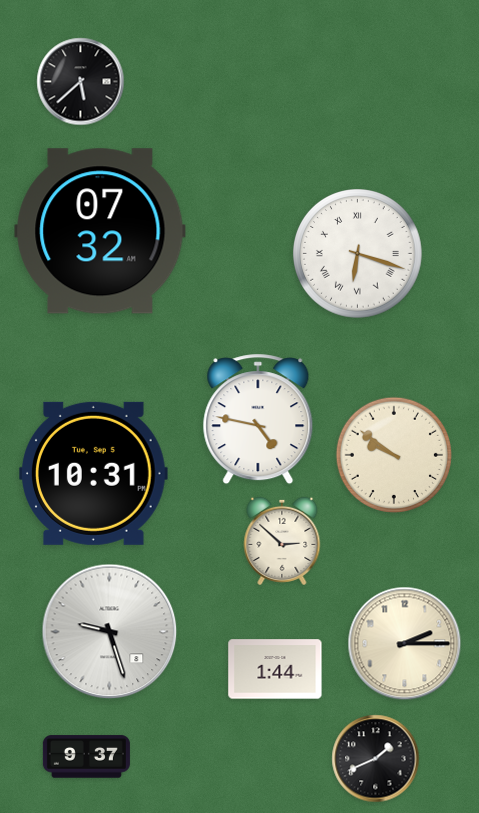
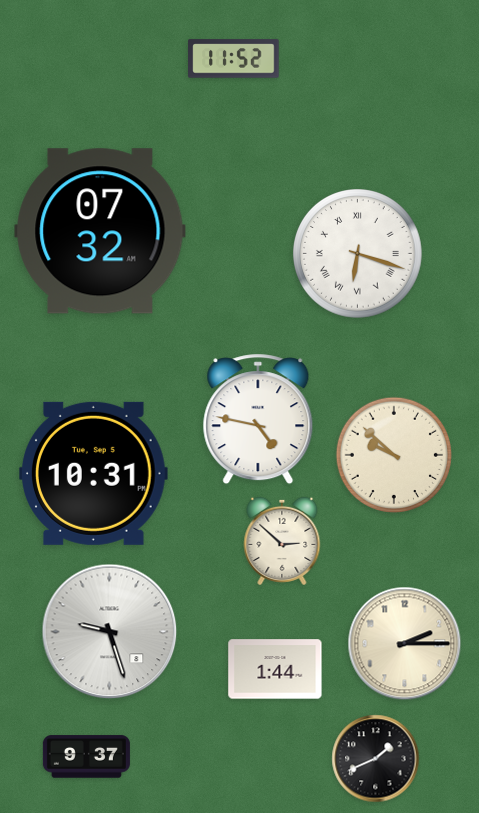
clock at (234, 59): none -> 11:52
clock at (81, 82): 5:38 -> none
clock at (393, 454): 9:51 -> 9:52
